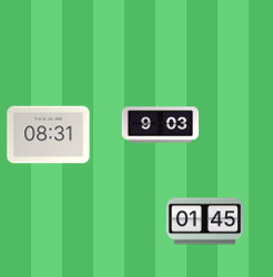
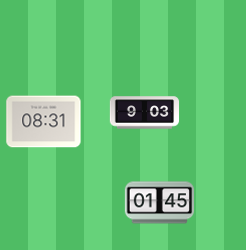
clock at (204, 222) position: (204, 222) -> (159, 203)
